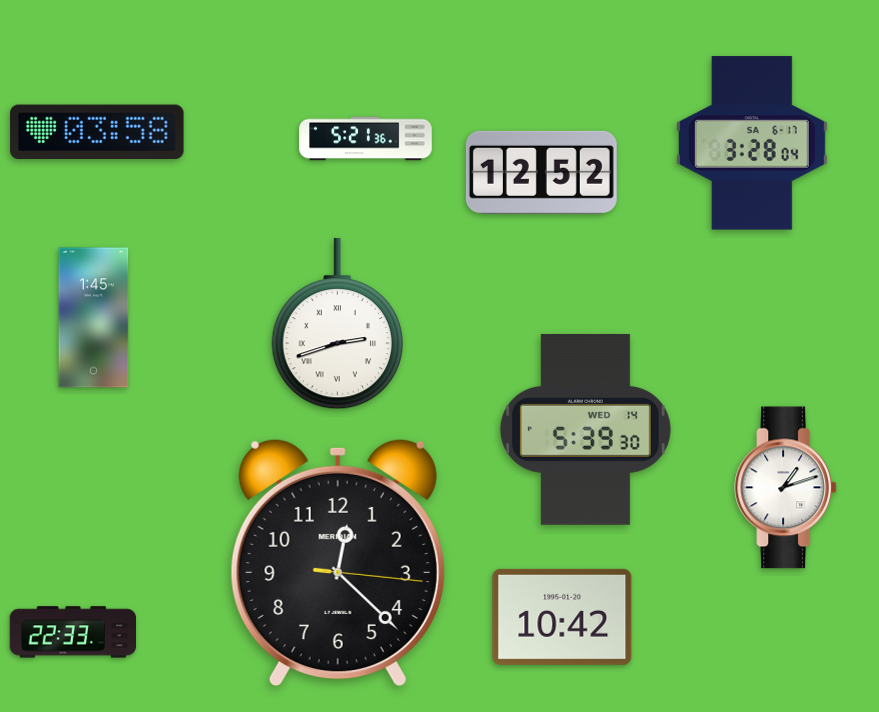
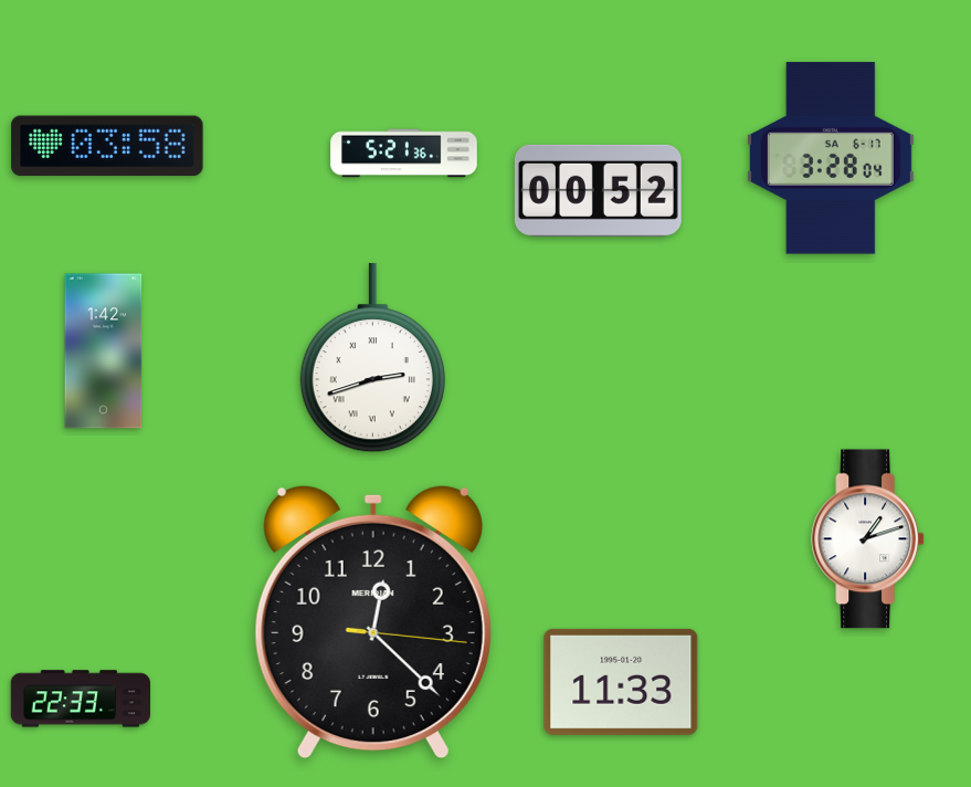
clock at (541, 172): 12:52 -> 00:52
clock at (94, 318): 1:45 -> 1:42
clock at (585, 429): 5:39 -> none
clock at (562, 617): 10:42 -> 11:33
